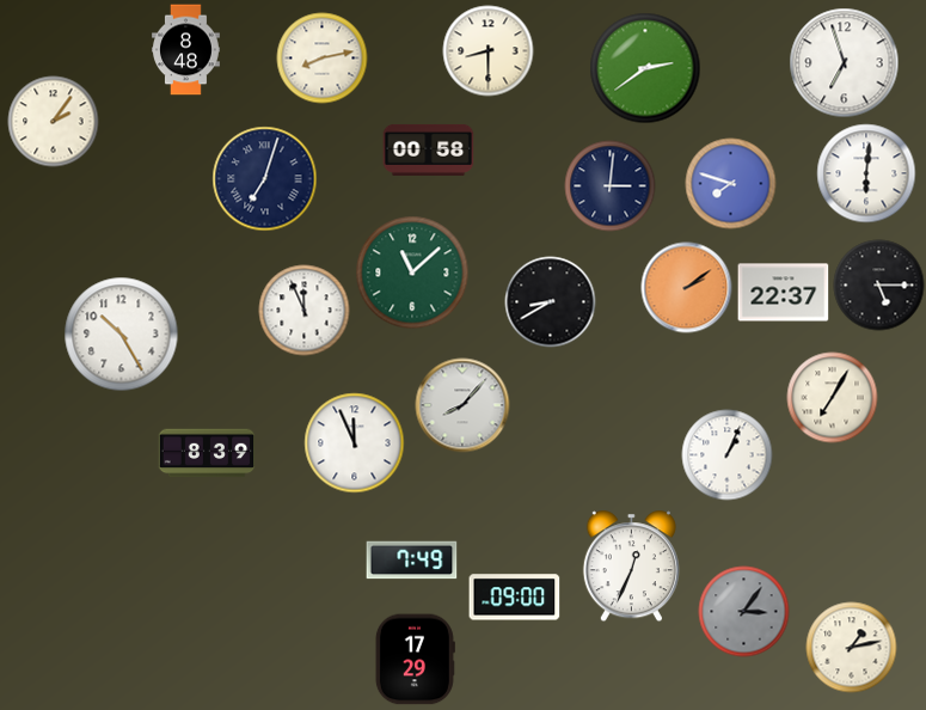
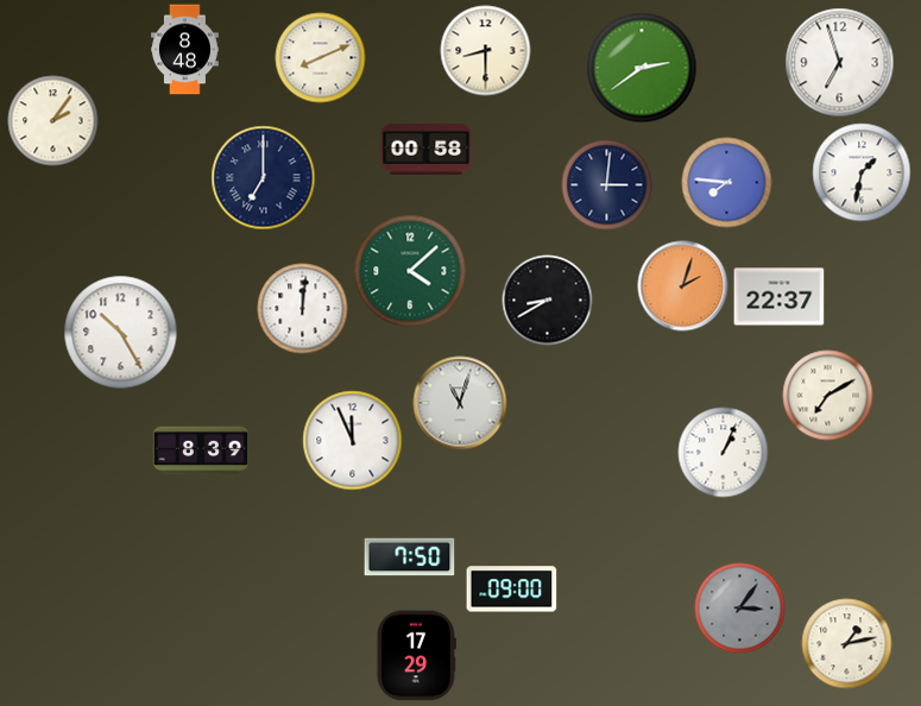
clock at (323, 59): 8:13 -> 8:11
clock at (866, 173): 6:01 -> 1:32
clock at (265, 179): 7:03 -> 7:00
clock at (731, 184): 7:48 -> 7:46
clock at (412, 273): 11:08 -> 4:08
clock at (879, 286): 5:15 -> none
clock at (687, 288): 2:09 -> 2:03
clock at (784, 293) position: (784, 293) -> (780, 297)
clock at (305, 311): 11:56 -> 12:01
clock at (833, 398): 7:05 -> 7:10
clock at (462, 405): 8:07 -> 11:03
clock at (207, 453) position: (207, 453) -> (201, 450)
clock at (412, 561): 7:49 -> 7:50
clock at (631, 567): 12:34 -> none
clock at (515, 598) position: (515, 598) -> (512, 590)
clock at (415, 660) position: (415, 660) -> (416, 656)
